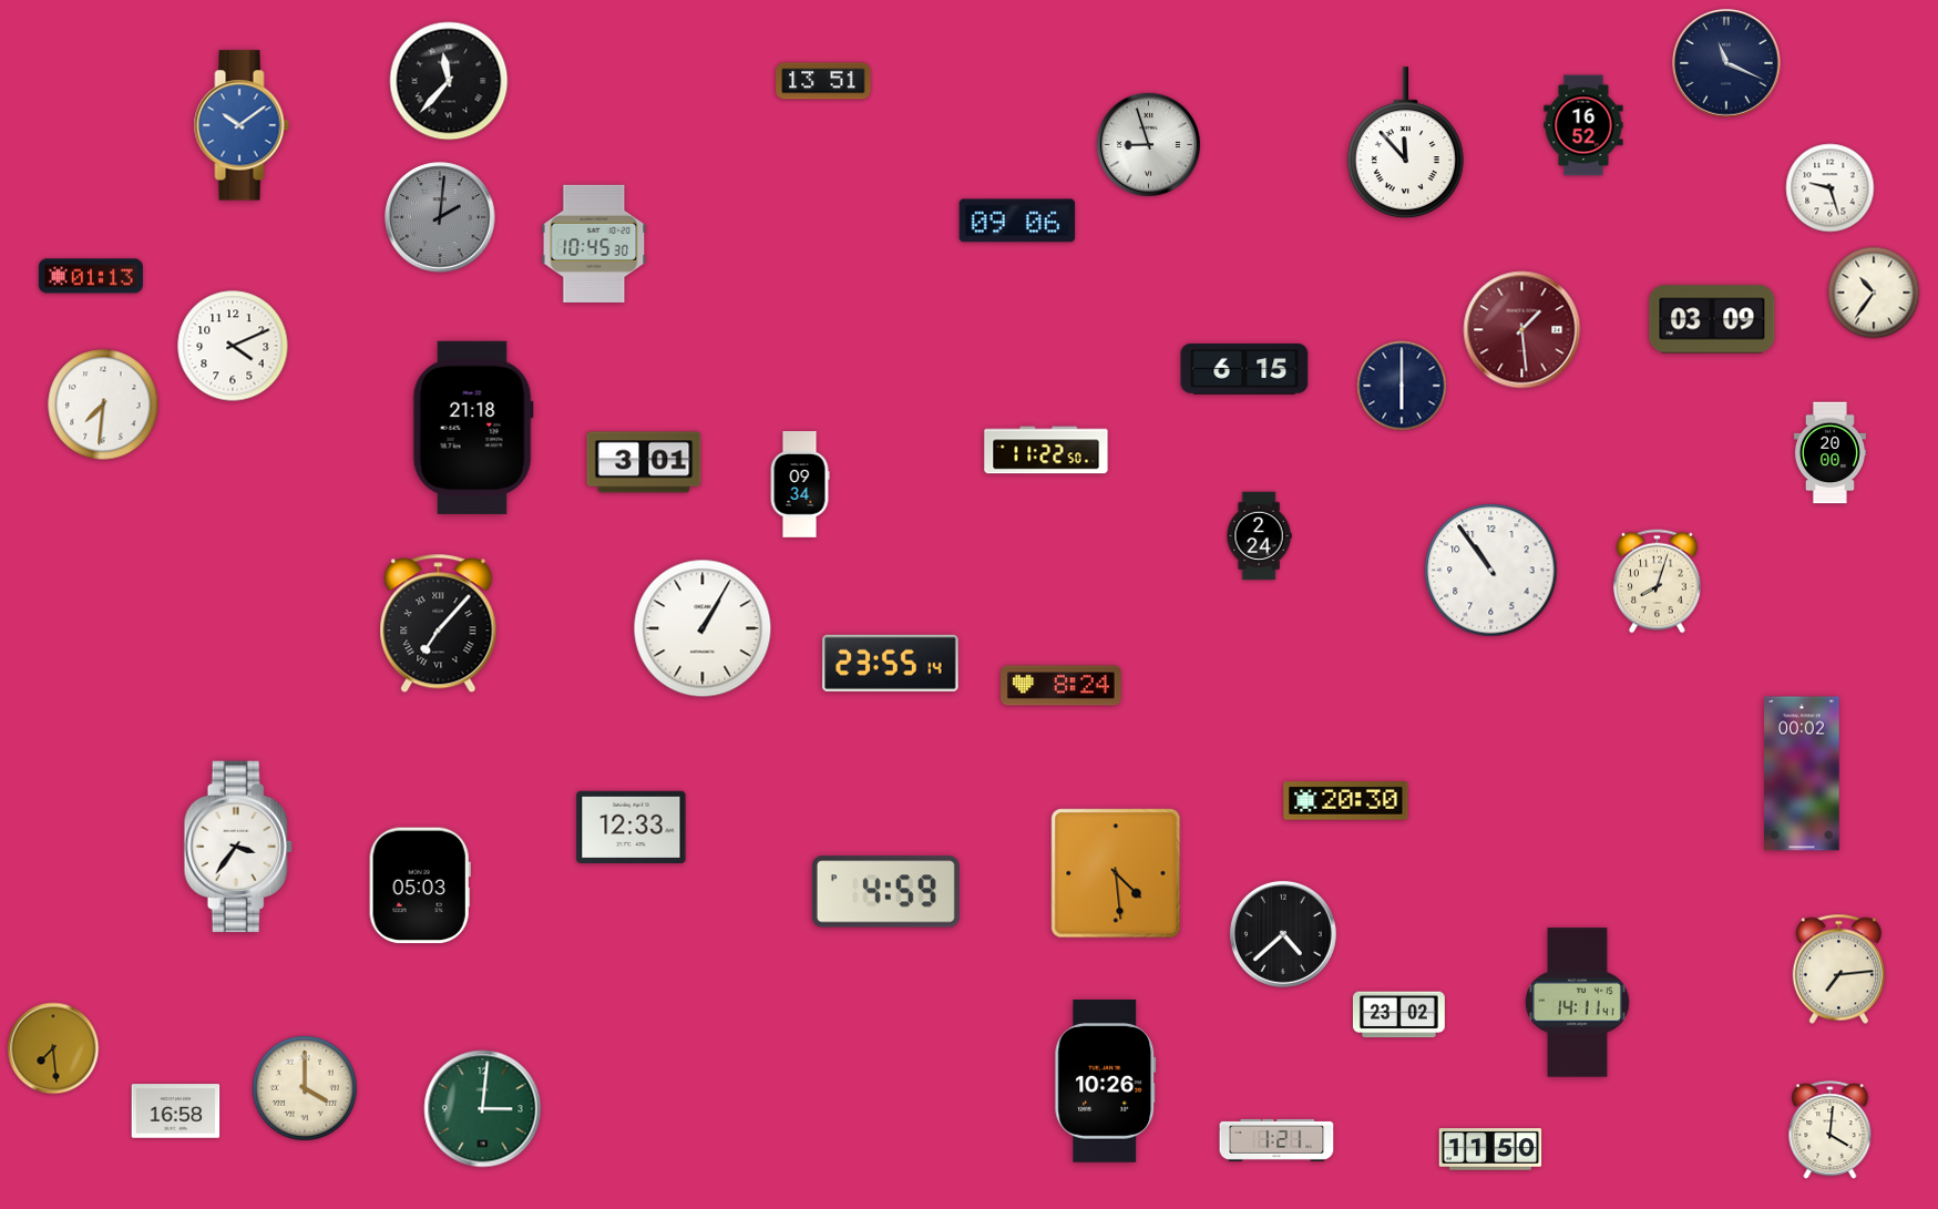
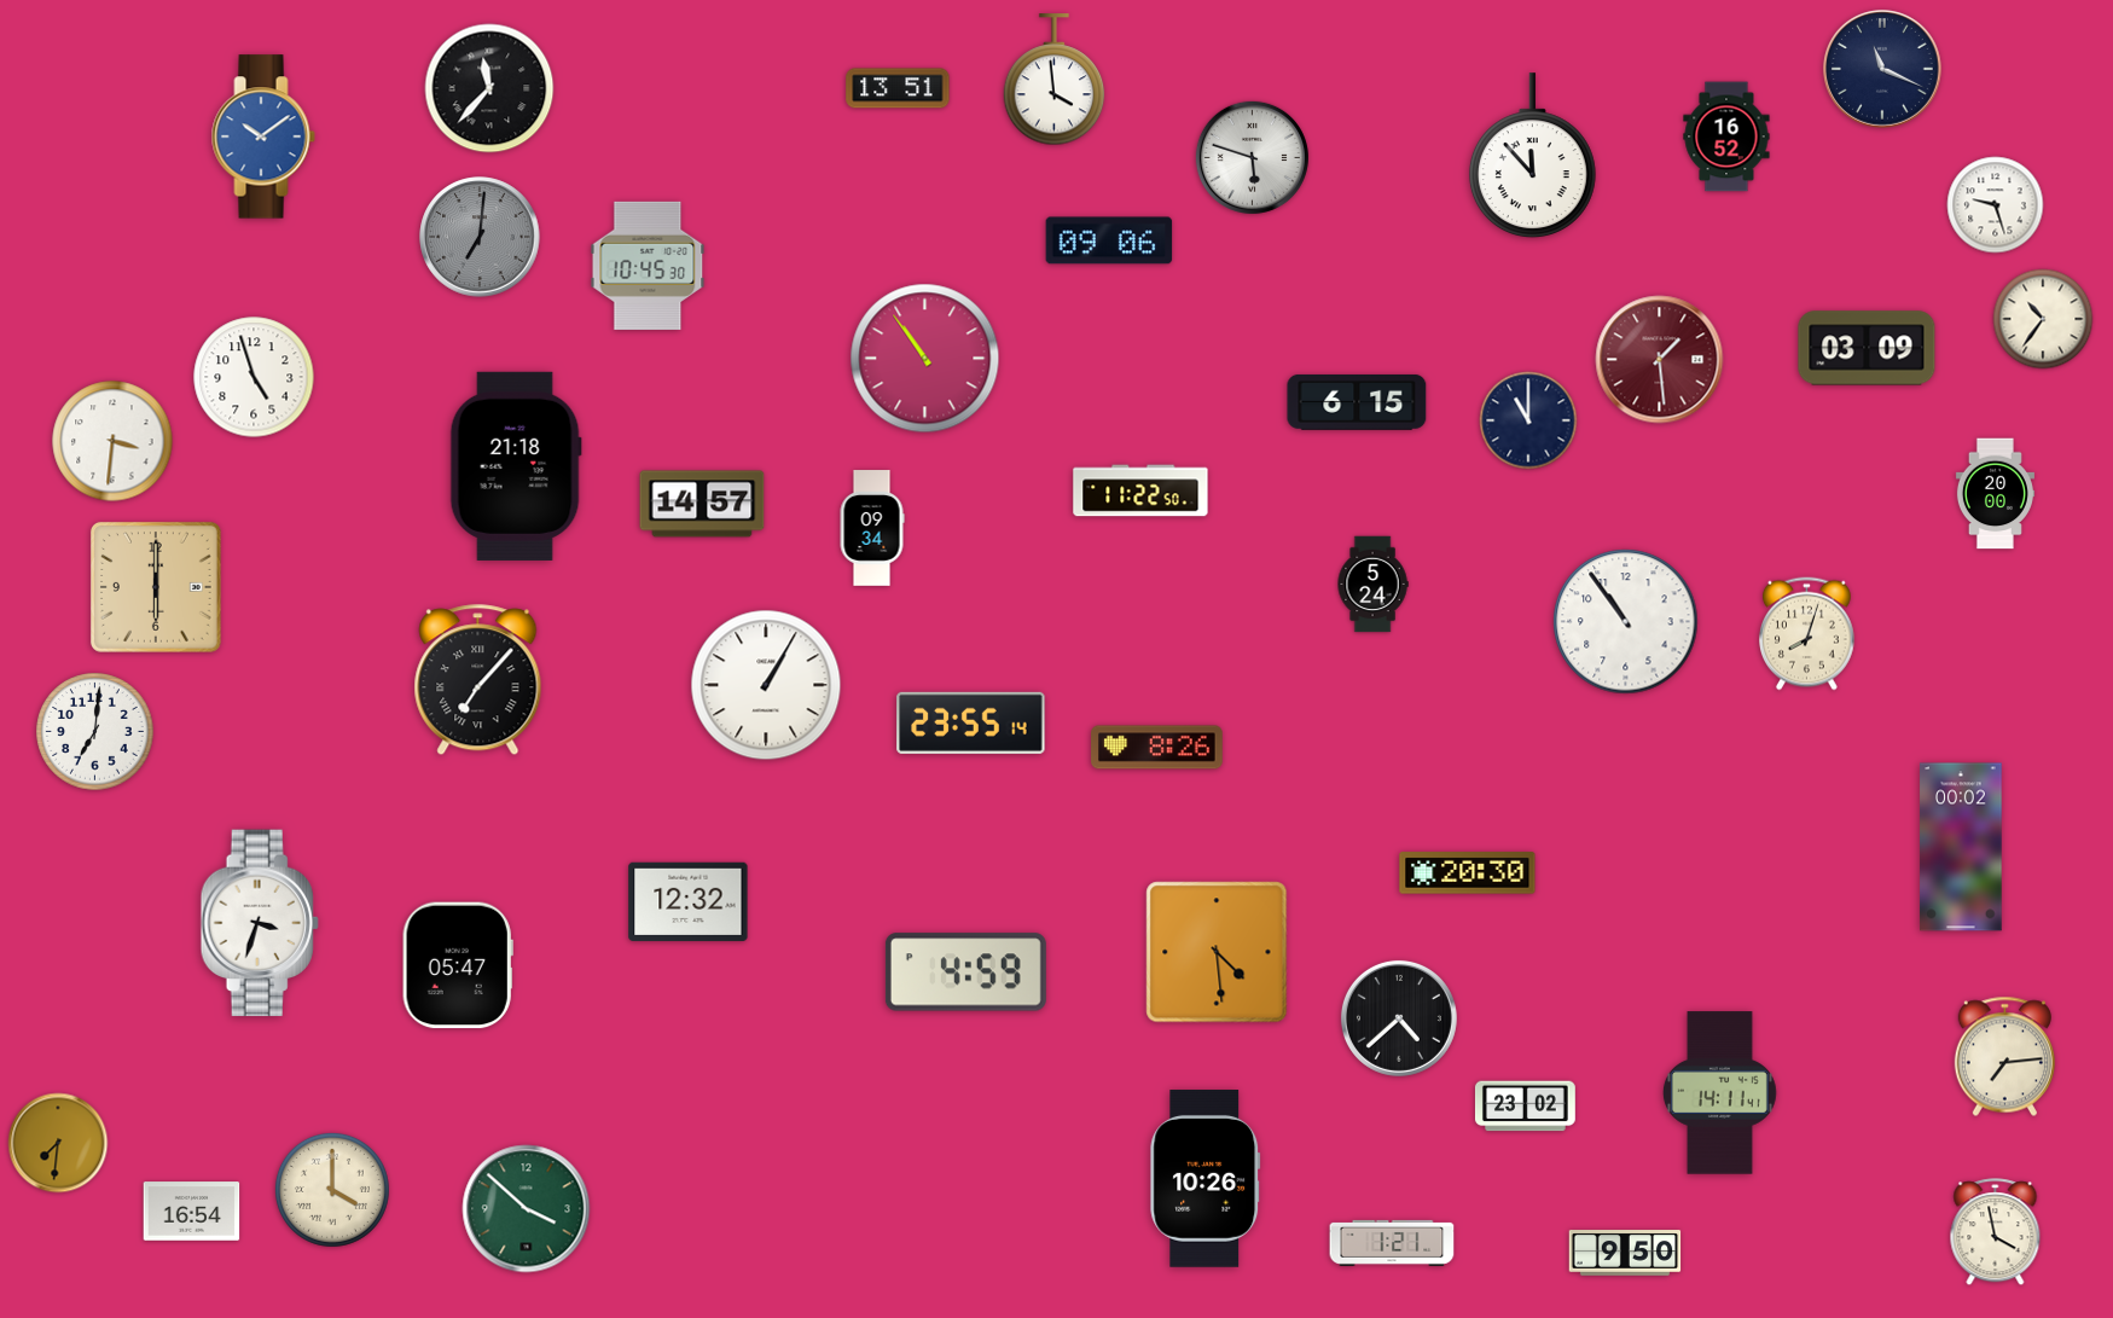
clock at (1055, 80): none -> 3:59
clock at (1148, 144): 8:57 -> 5:48
clock at (440, 217): 2:01 -> 7:01
clock at (91, 276): 01:13 -> none
clock at (925, 359): none -> 10:54
clock at (233, 346): 4:11 -> 4:57
clock at (1402, 386): 6:00 -> 11:00
clock at (103, 404): 7:31 -> 3:31
clock at (644, 462): 3:01 -> 14:57
clock at (1259, 536): 2:24 -> 5:24
clock at (156, 587): none -> 6:00
clock at (95, 732): none -> 7:01
clock at (1062, 686): 8:24 -> 8:26
clock at (1802, 773) position: (1802, 773) -> (1961, 847)
clock at (632, 827): 12:33 -> 12:32
clock at (238, 847): 3:36 -> 3:33
clock at (420, 885): 05:03 -> 05:47
clock at (53, 1048): 7:29 -> 7:31
clock at (305, 1088) position: (305, 1088) -> (332, 1190)
clock at (483, 1109): 3:01 -> 3:52
clock at (176, 1111): 16:58 -> 16:54
clock at (1831, 1130): 4:01 -> 3:58
clock at (1490, 1149): 11:50 -> 9:50
